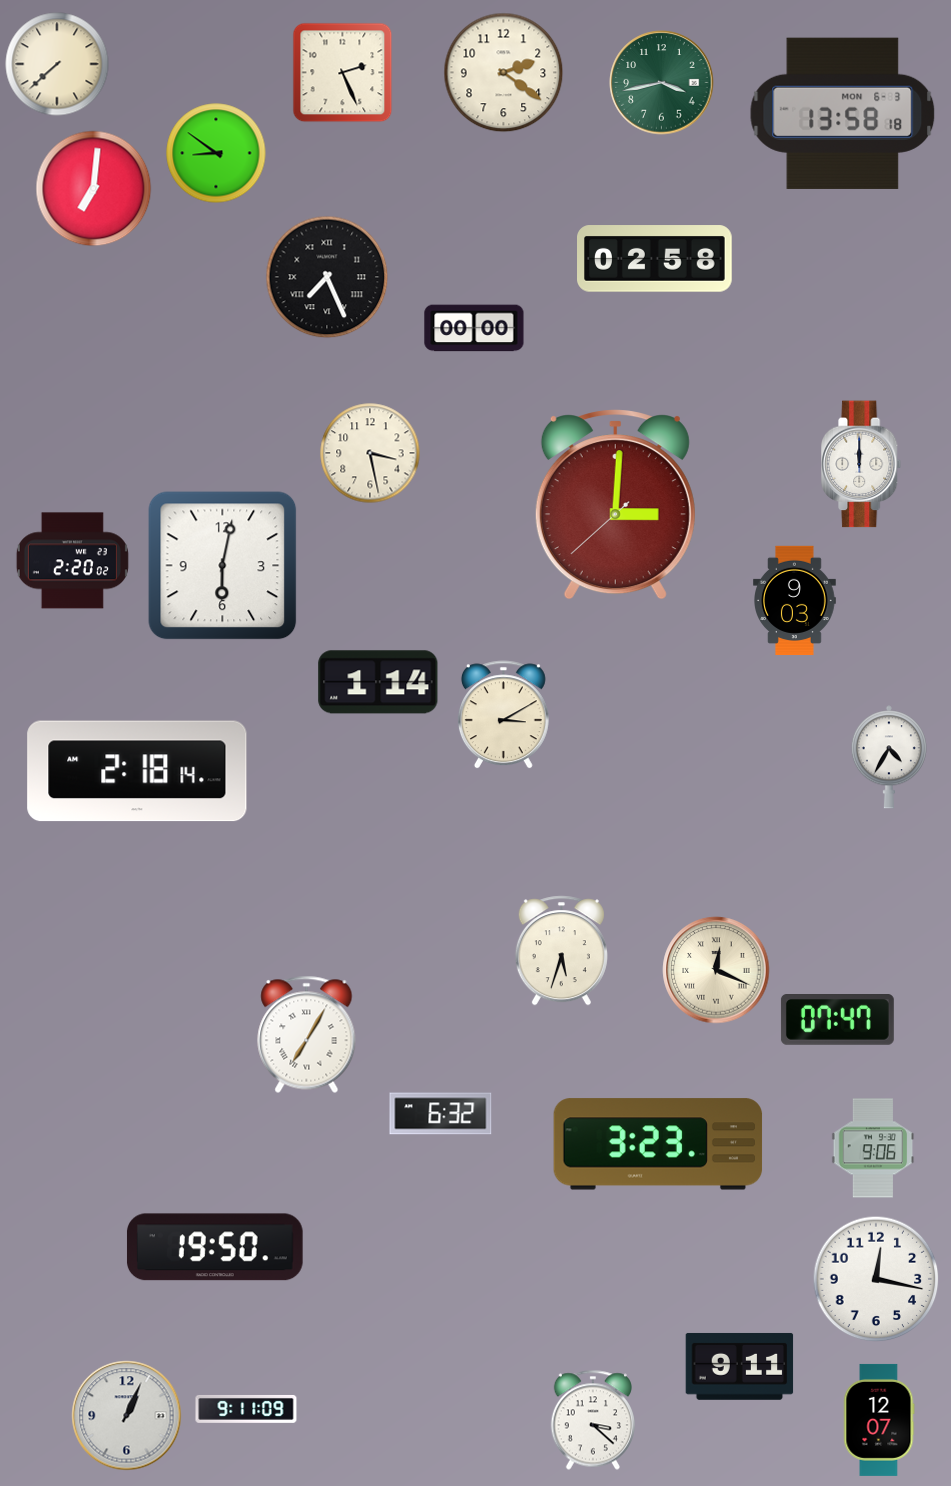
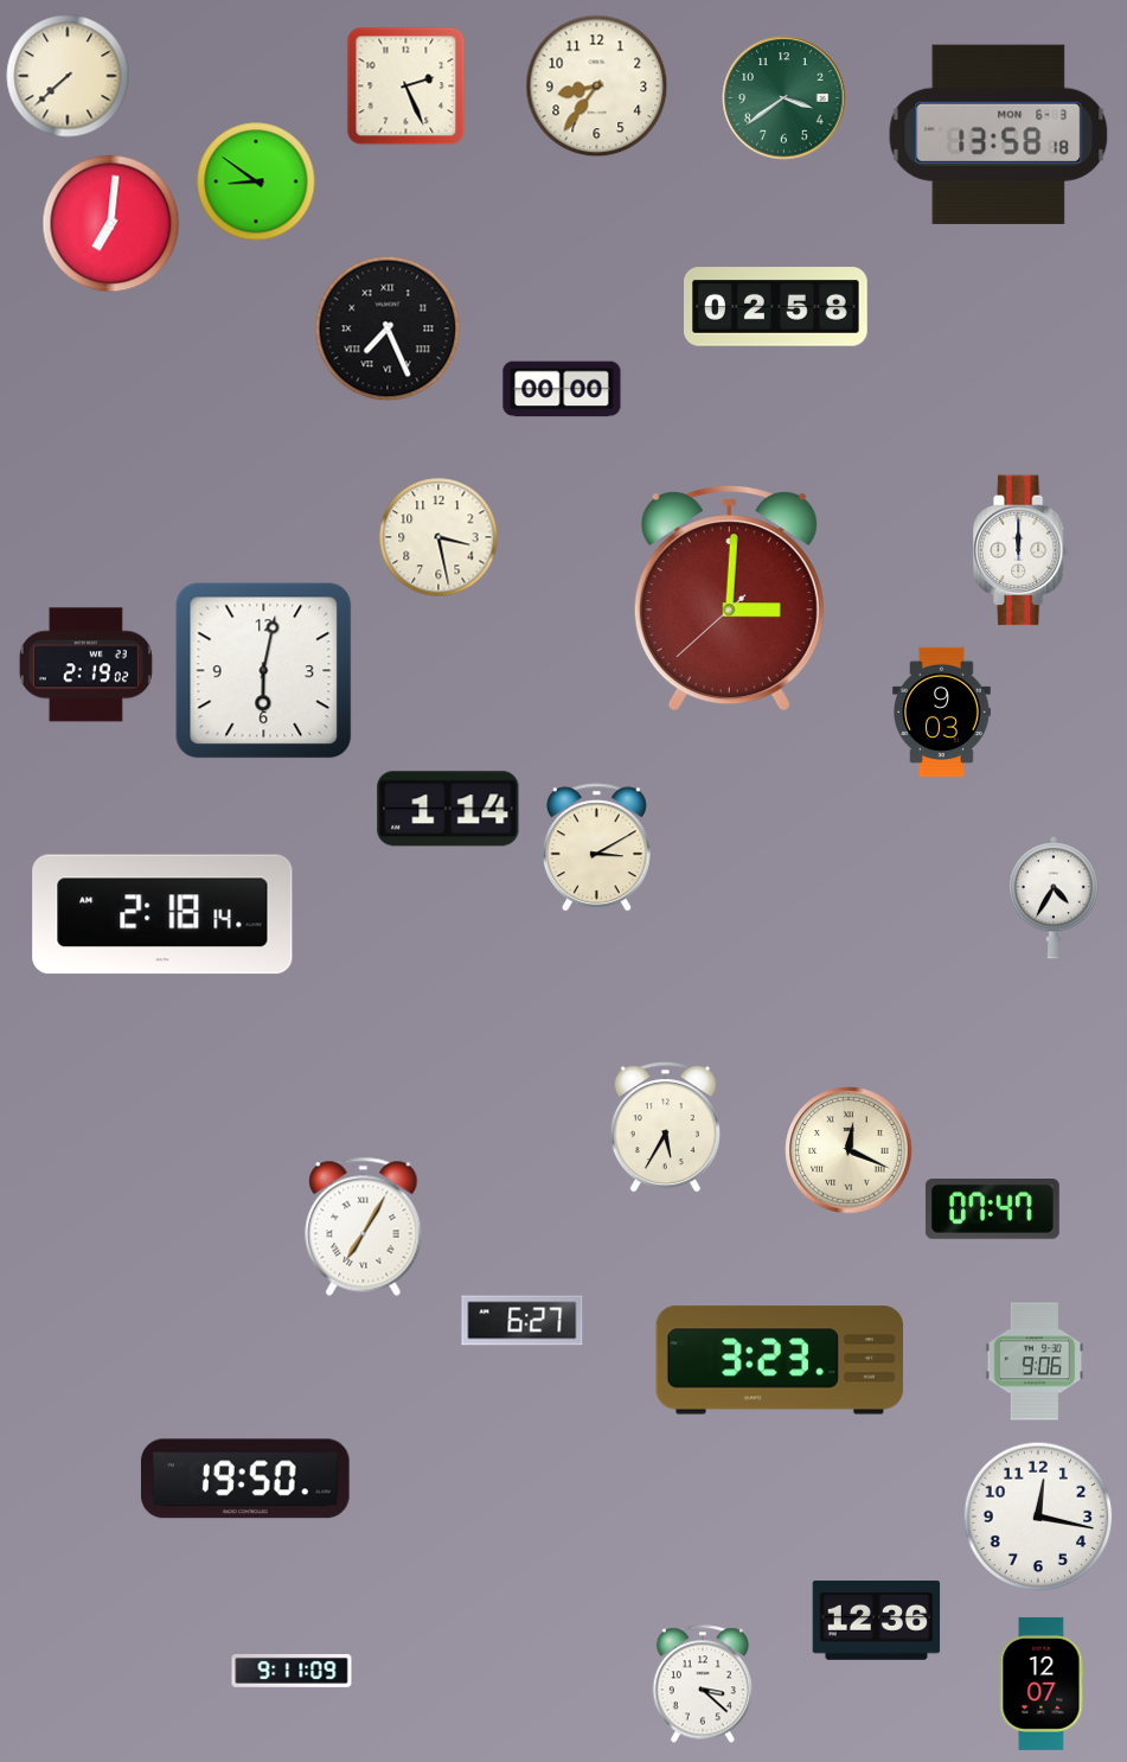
clock at (504, 73): 2:21 -> 8:36
clock at (662, 83): 3:43 -> 3:39
clock at (72, 561): 2:20 -> 2:19
clock at (561, 951): 5:33 -> 5:35
clock at (441, 1114): 6:32 -> 6:27
clock at (658, 1144) position: (658, 1144) -> (780, 1360)
clock at (215, 1247) position: (215, 1247) -> (245, 1479)
clock at (740, 1366): 9:11 -> 12:36
clock at (127, 1416): 1:04 -> none
